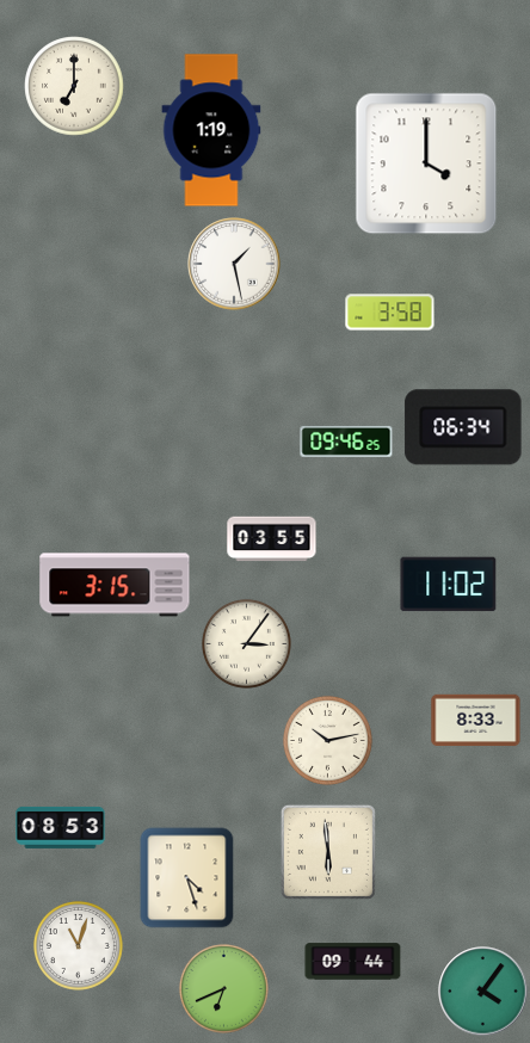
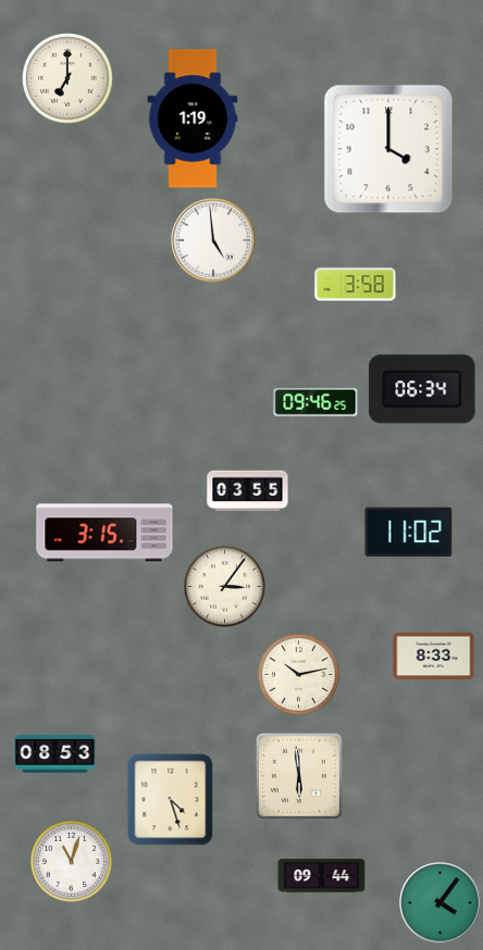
clock at (234, 264): 1:28 -> 4:59
clock at (223, 988): 6:41 -> none
